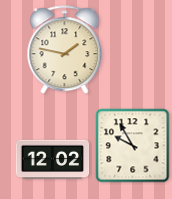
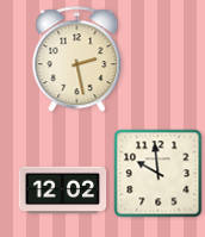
clock at (65, 50): 1:47 -> 2:28
clock at (133, 146): 9:55 -> 9:59
